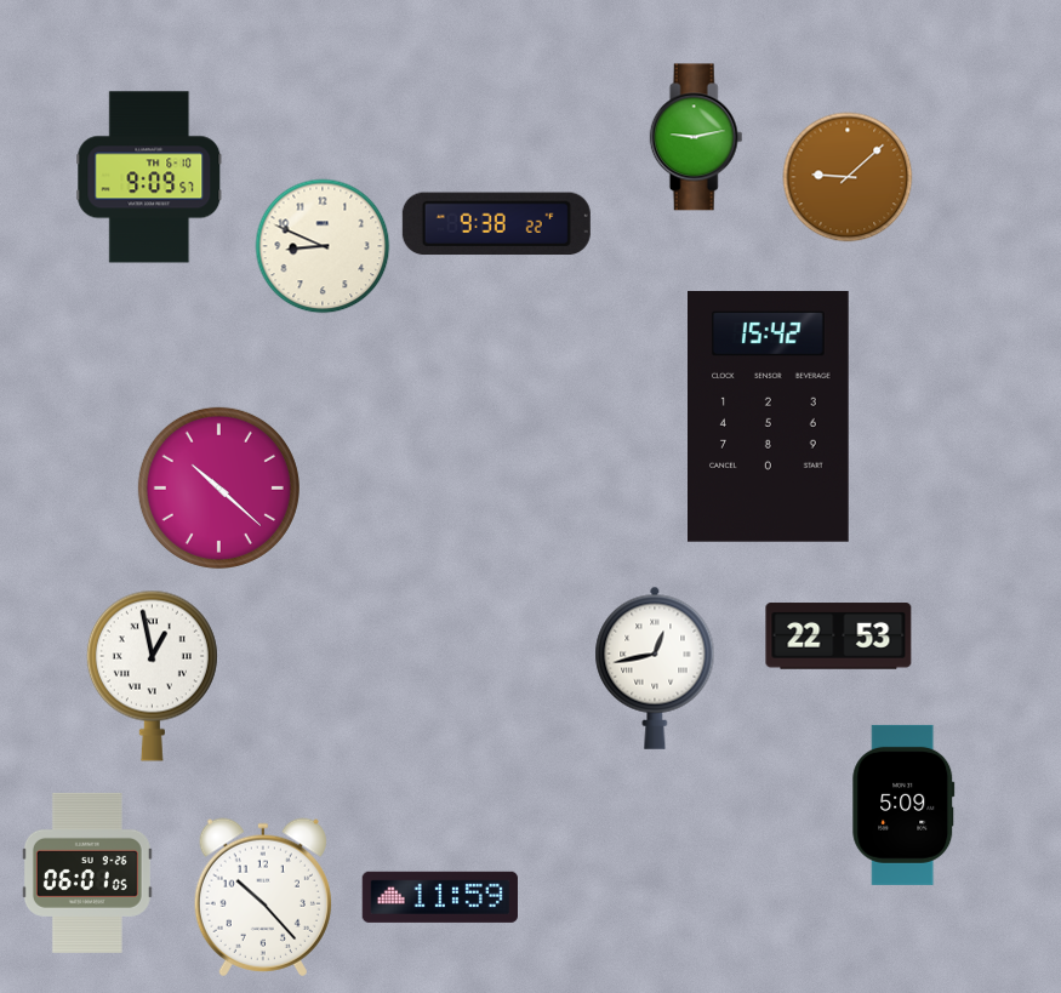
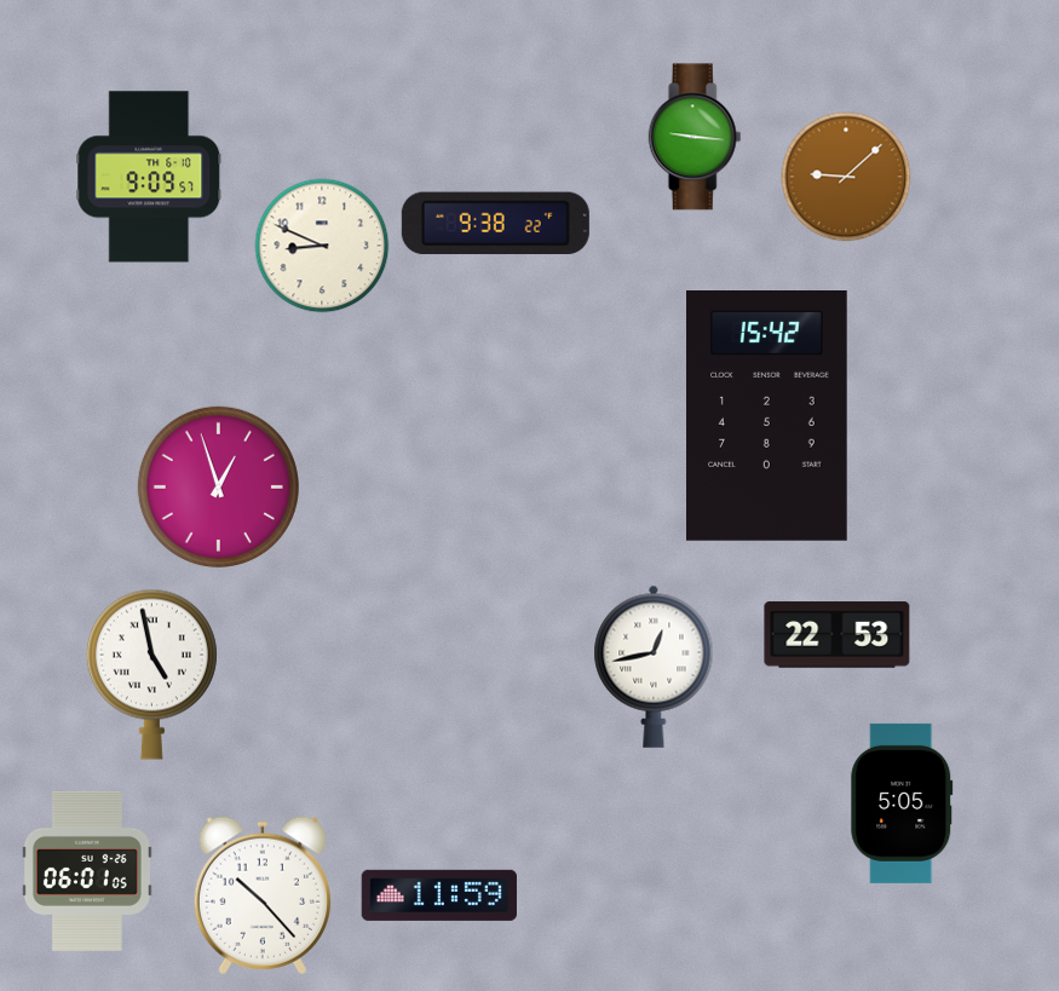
clock at (696, 137): 9:13 -> 9:16
clock at (218, 487): 10:22 -> 12:57
clock at (152, 675): 12:58 -> 4:58
clock at (903, 805): 5:09 -> 5:05
